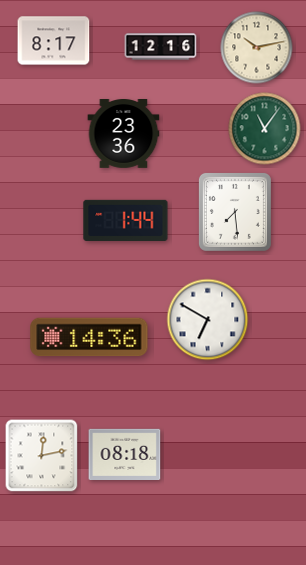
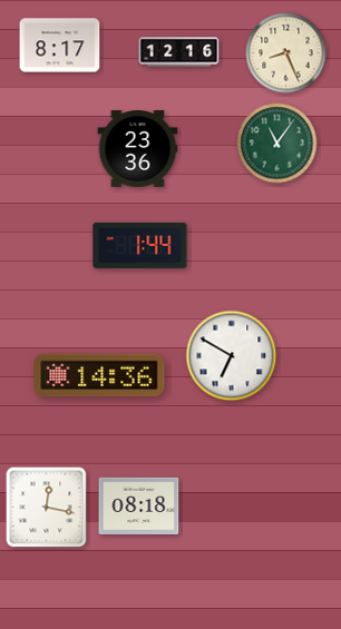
clock at (257, 48): 10:13 -> 8:26
clock at (265, 129) position: (265, 129) -> (277, 144)
clock at (235, 212): 7:29 -> none
clock at (42, 456): 12:13 -> 12:17
